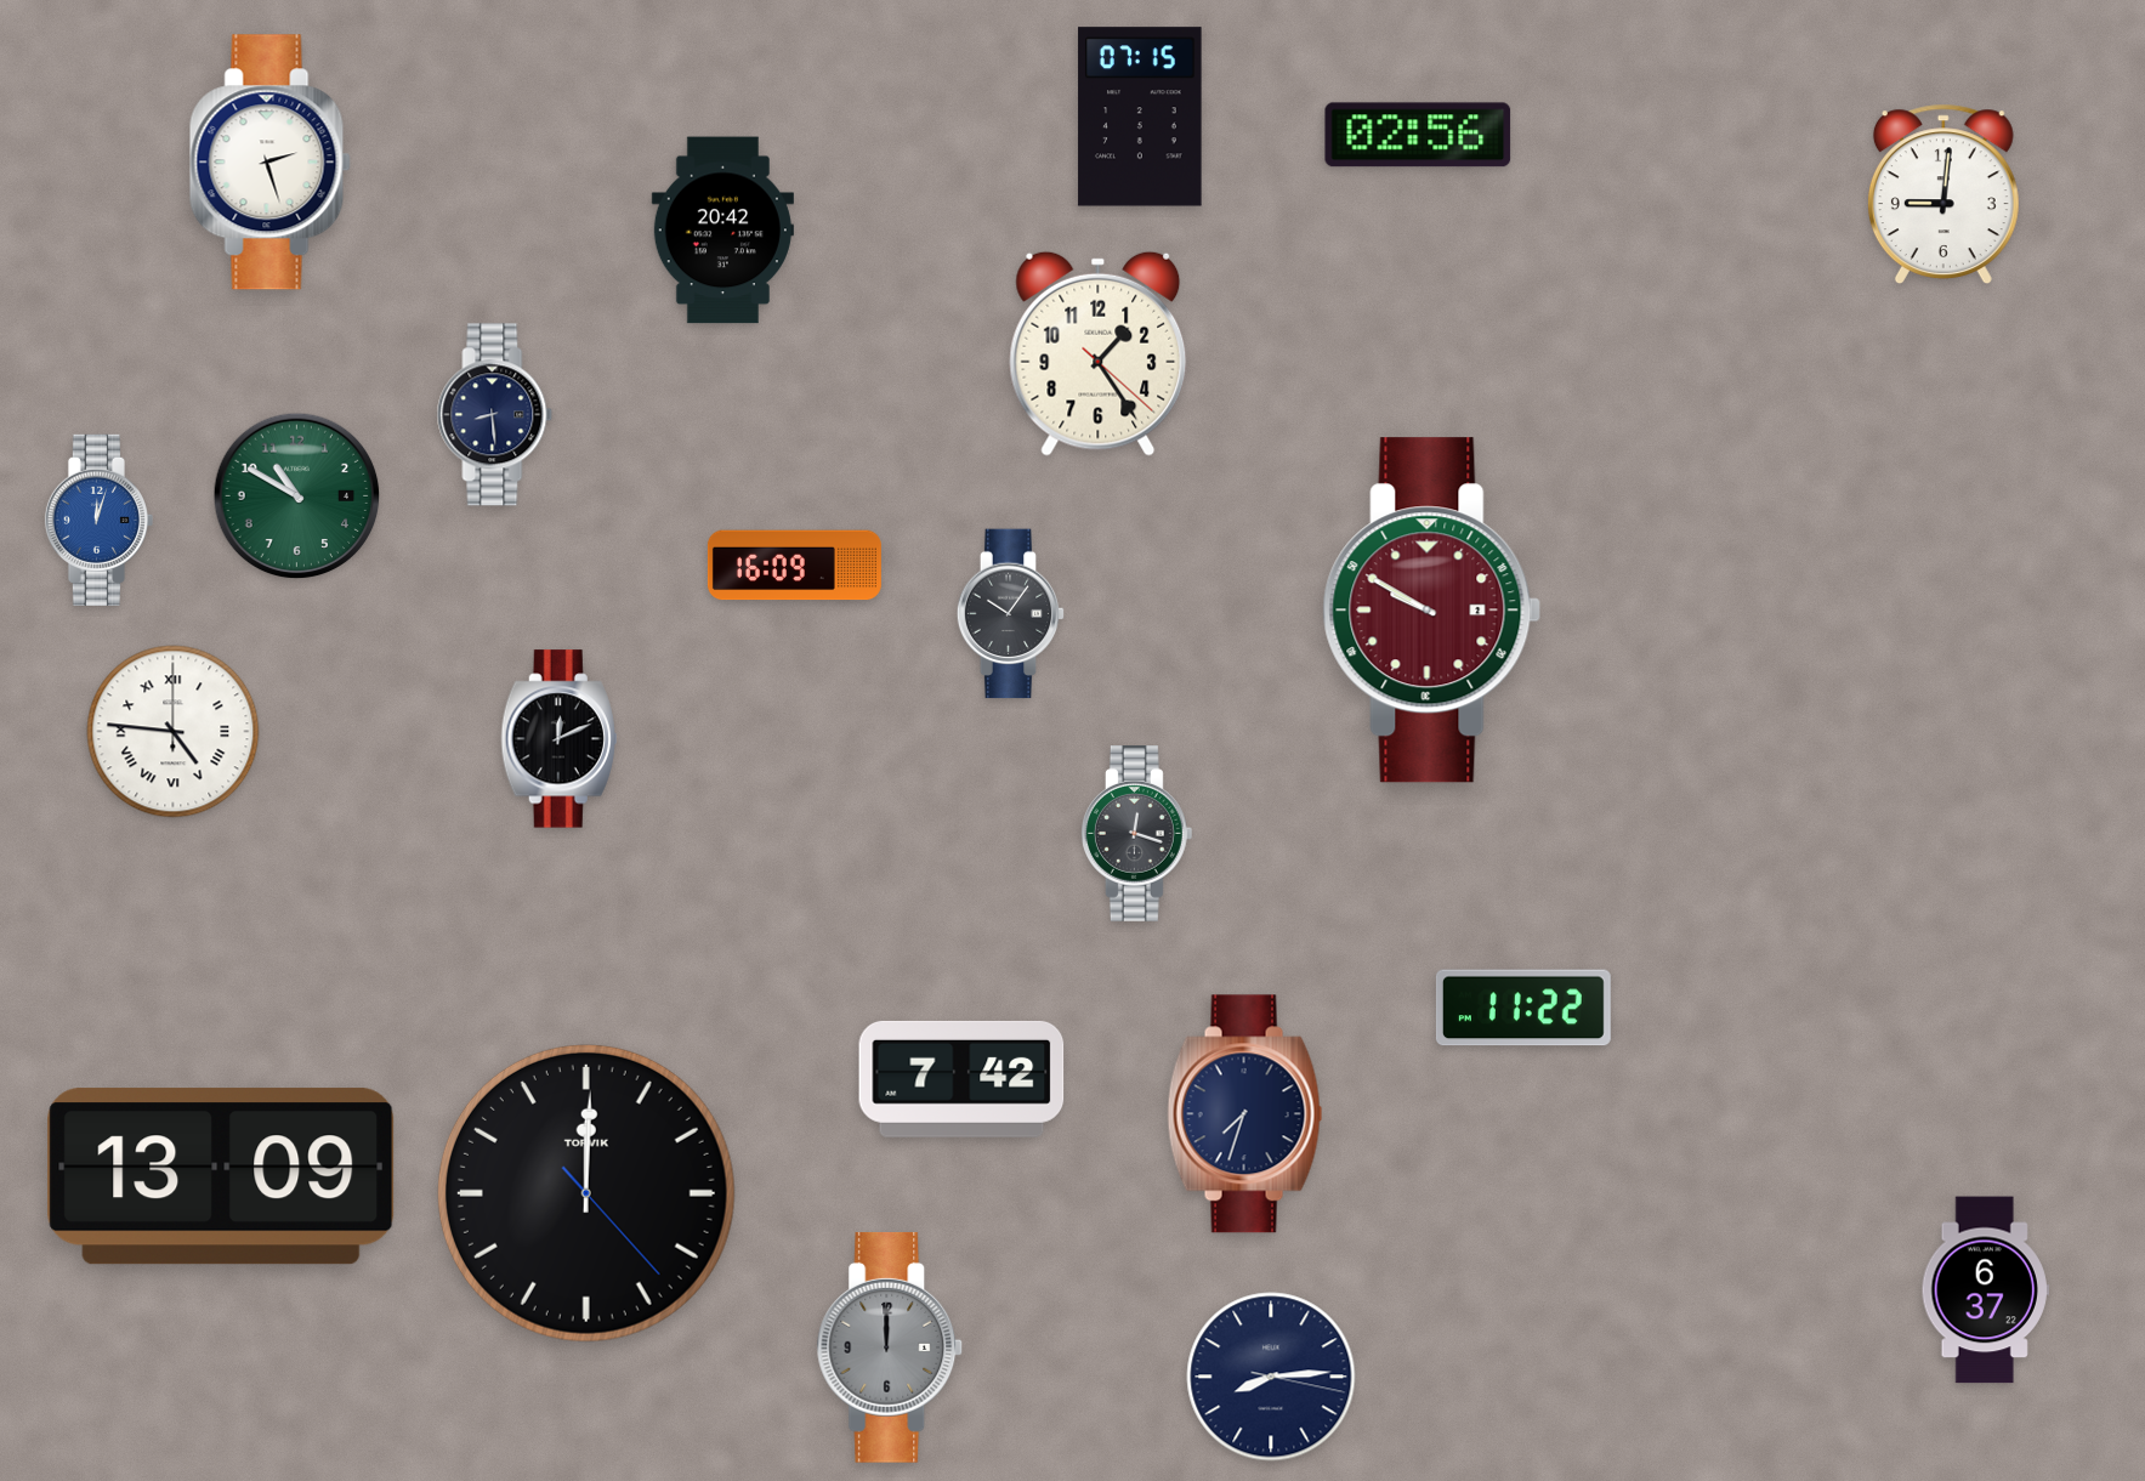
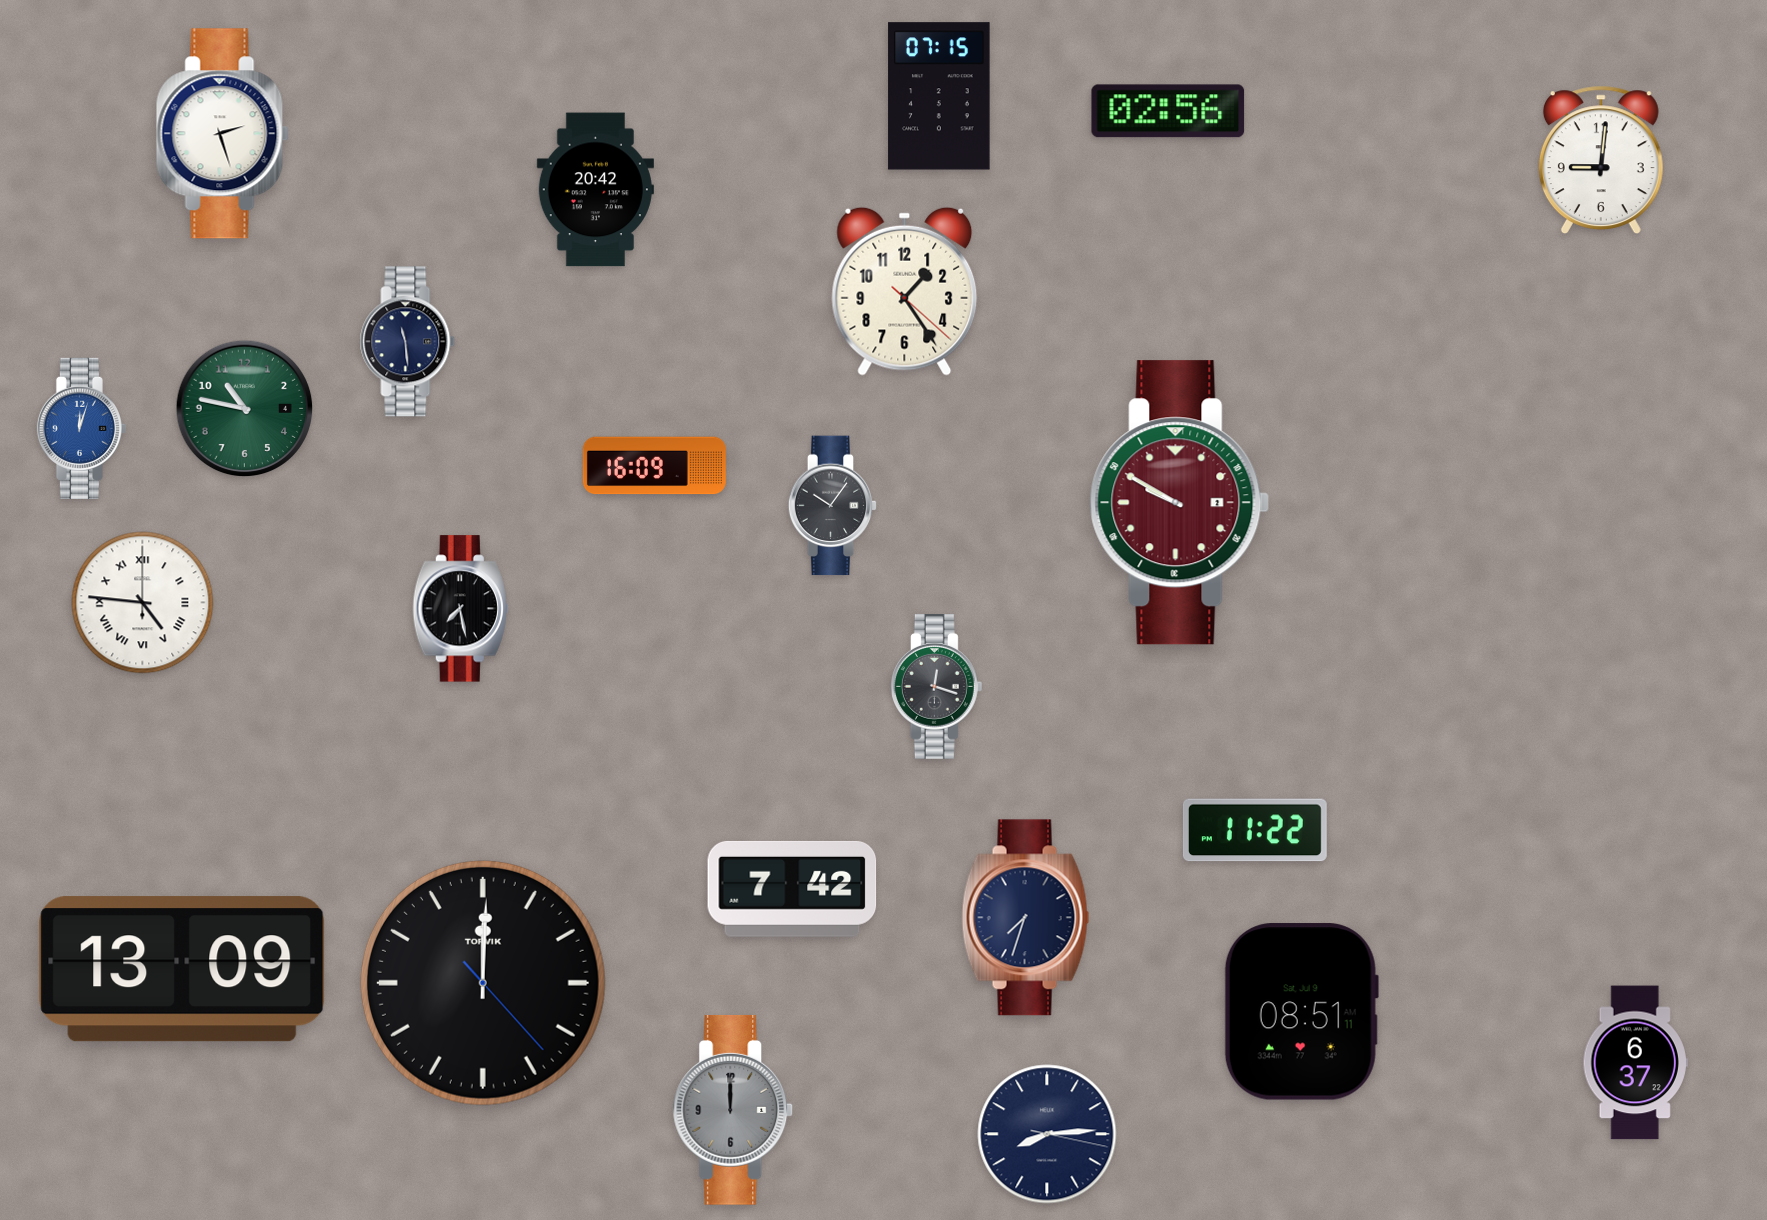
clock at (495, 415): 8:29 -> 11:29
clock at (297, 496): 10:50 -> 10:47
clock at (558, 739): 12:11 -> 7:28
clock at (1301, 1012): none -> 08:51
